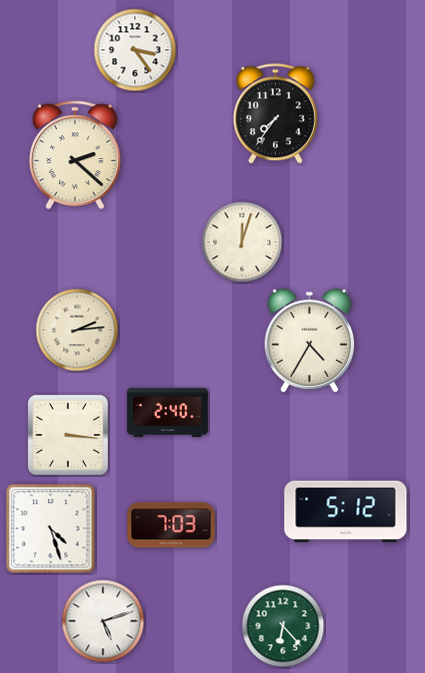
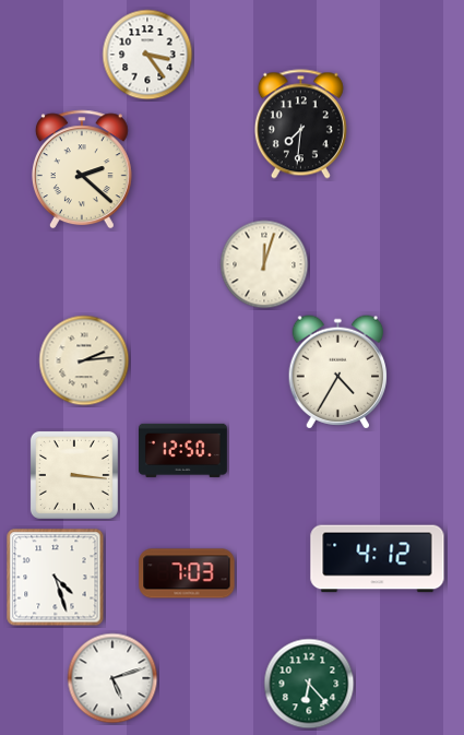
clock at (275, 114): 7:36 -> 7:31
clock at (167, 412): 2:40 -> 12:50
clock at (346, 512): 5:12 -> 4:12
